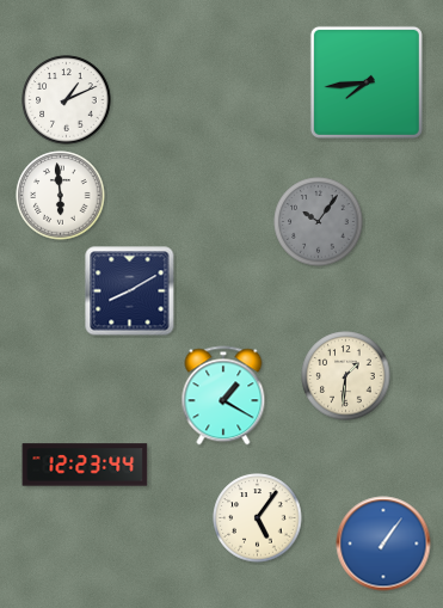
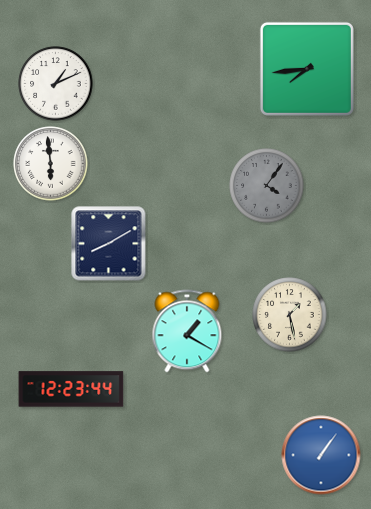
clock at (319, 222): 10:06 -> 4:06
clock at (346, 376): 1:31 -> 1:28
clock at (258, 518): 5:06 -> none
